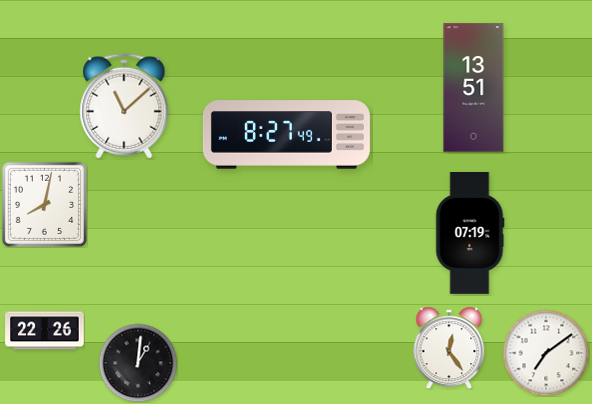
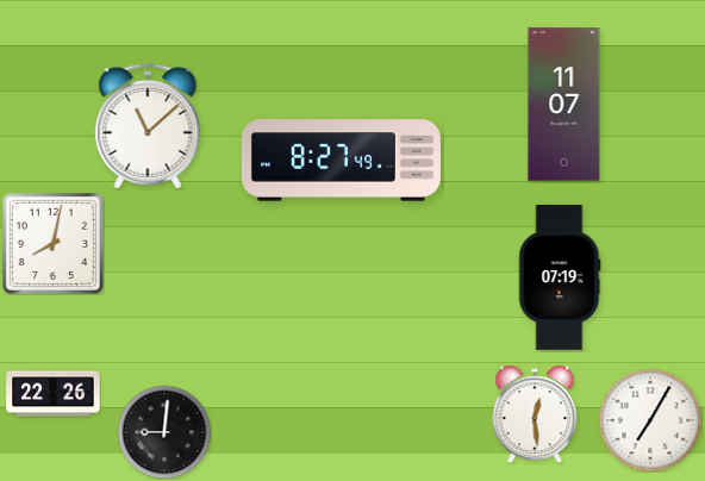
clock at (474, 88): 13:51 -> 11:07
clock at (449, 348): 12:24 -> 12:29
clock at (546, 353): 7:09 -> 7:05
clock at (138, 363): 1:01 -> 9:01
